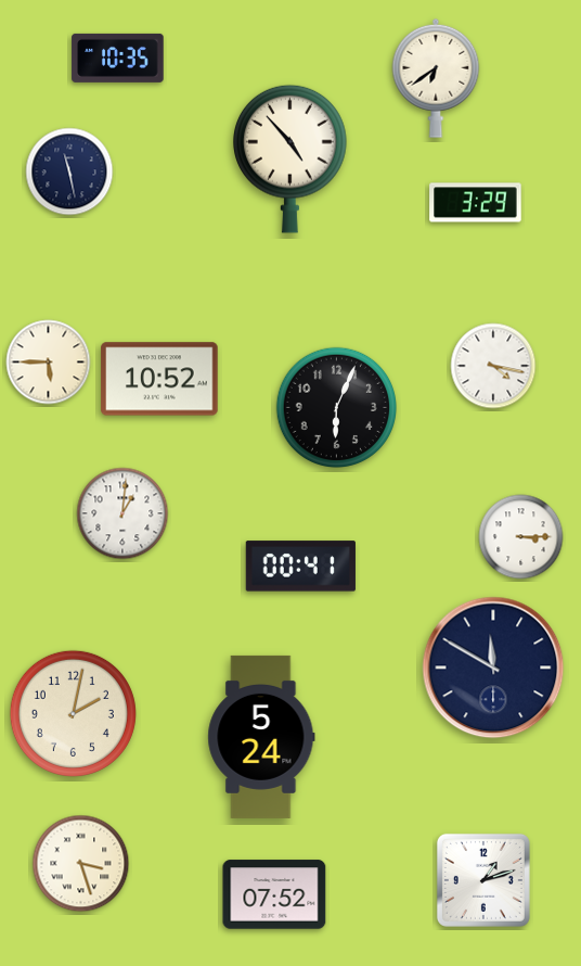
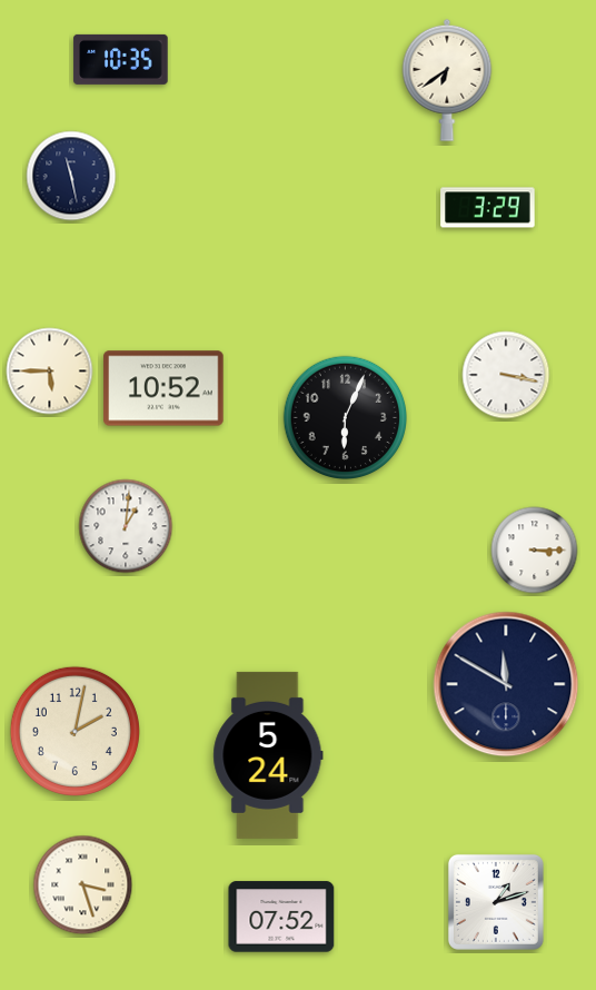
clock at (290, 158): 4:53 -> none
clock at (493, 366): 4:17 -> 3:17
clock at (300, 567): 00:41 -> none
